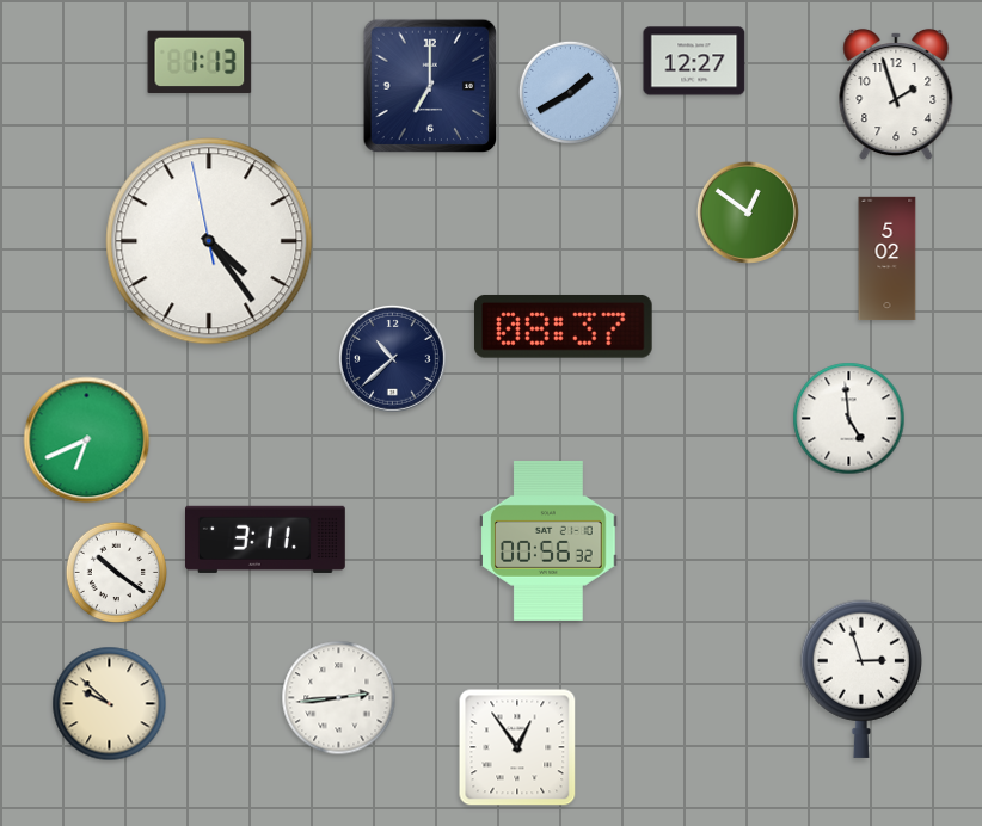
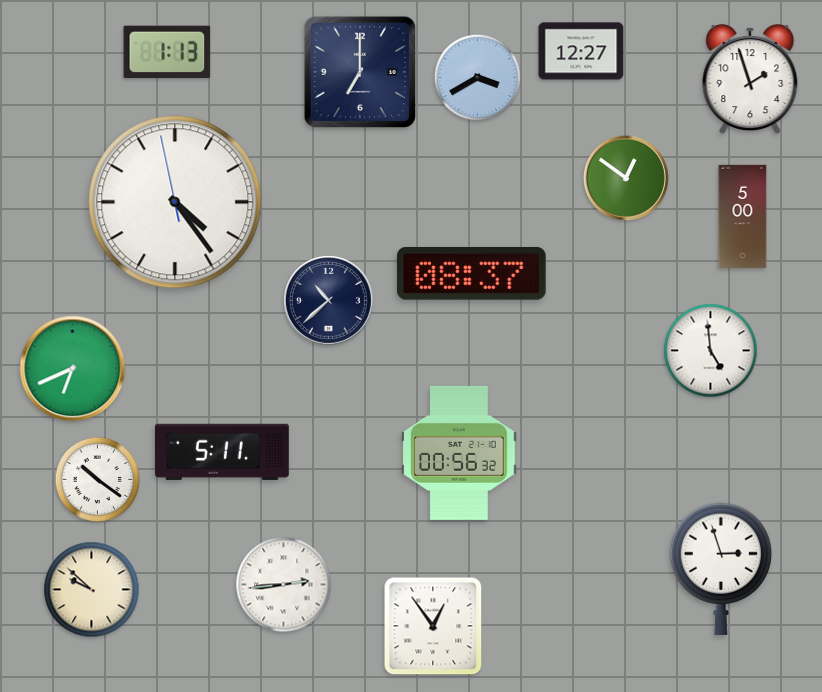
clock at (570, 92): 1:40 -> 3:40
clock at (888, 259): 5:02 -> 5:00
clock at (265, 540): 3:11 -> 5:11
